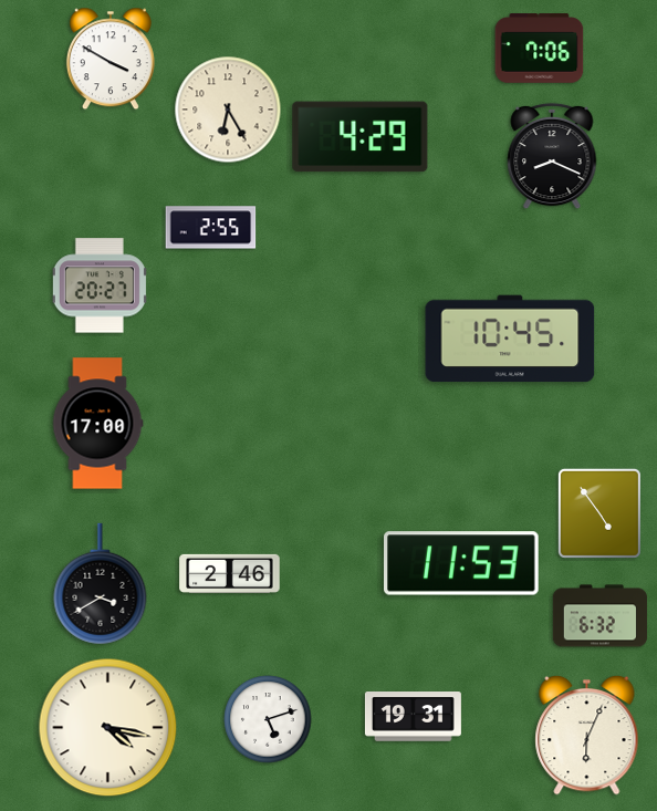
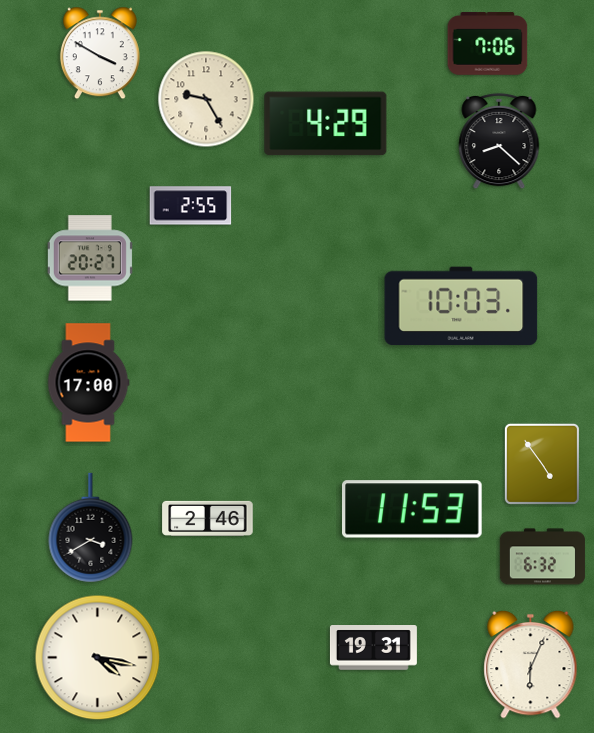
clock at (228, 110): 6:25 -> 9:25
clock at (552, 156): 8:19 -> 8:22
clock at (510, 339): 10:45 -> 10:03
clock at (462, 563) position: (462, 563) -> (413, 509)
clock at (268, 719): 5:12 -> none
